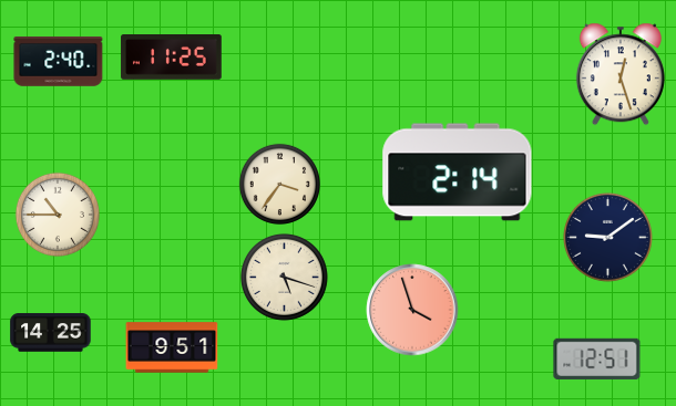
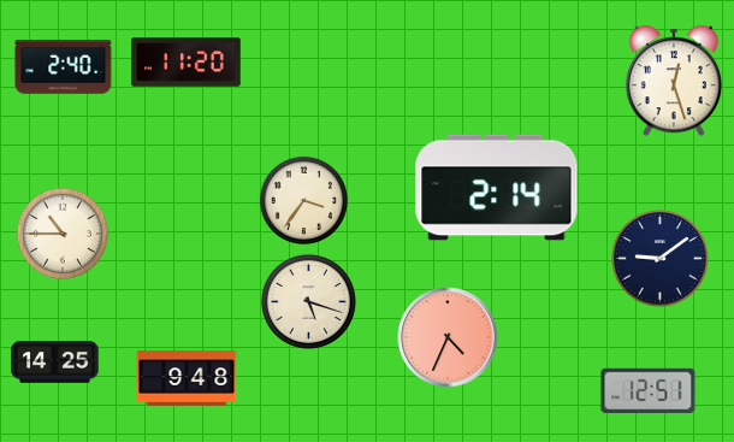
clock at (172, 58): 11:25 -> 11:20
clock at (412, 310): 3:57 -> 4:34
clock at (172, 347): 9:51 -> 9:48
